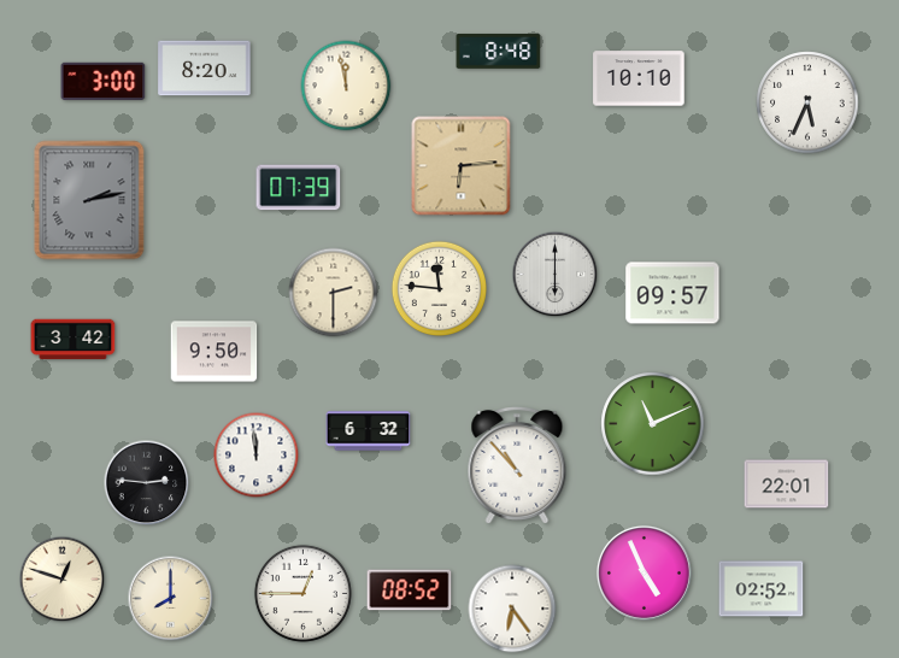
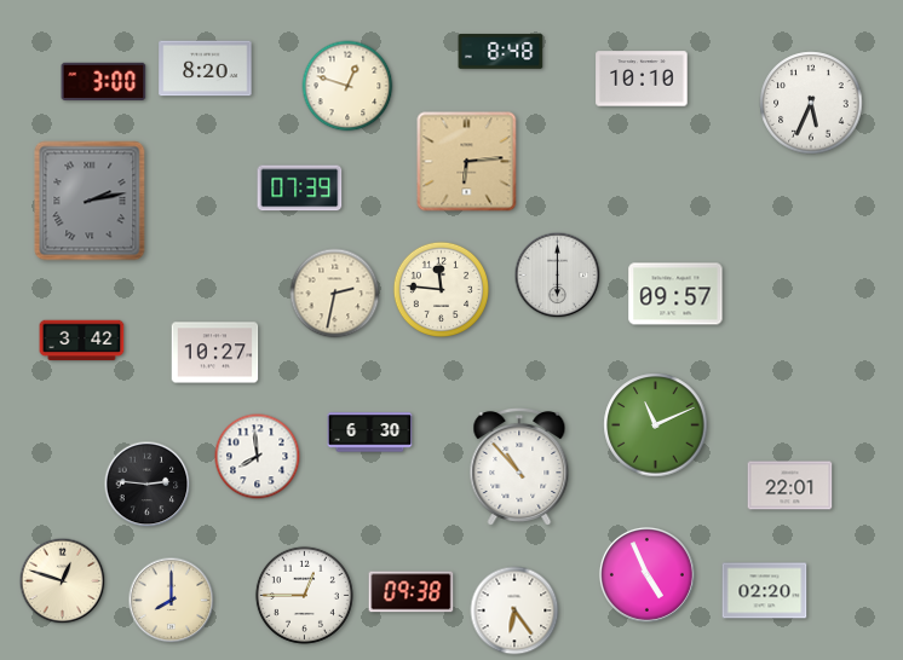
clock at (346, 86): 11:58 -> 12:48
clock at (462, 166) position: (462, 166) -> (467, 162)
clock at (334, 293): 2:30 -> 2:32
clock at (74, 340) position: (74, 340) -> (82, 341)
clock at (215, 352): 9:50 -> 10:27
clock at (369, 431): 6:32 -> 6:30
clock at (257, 456): 11:59 -> 7:59
clock at (762, 589): 02:52 -> 02:20
clock at (410, 591): 08:52 -> 09:38
